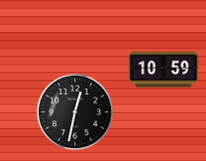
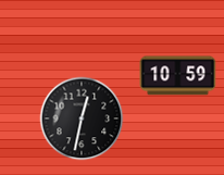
clock at (75, 112) position: (75, 112) -> (82, 118)
